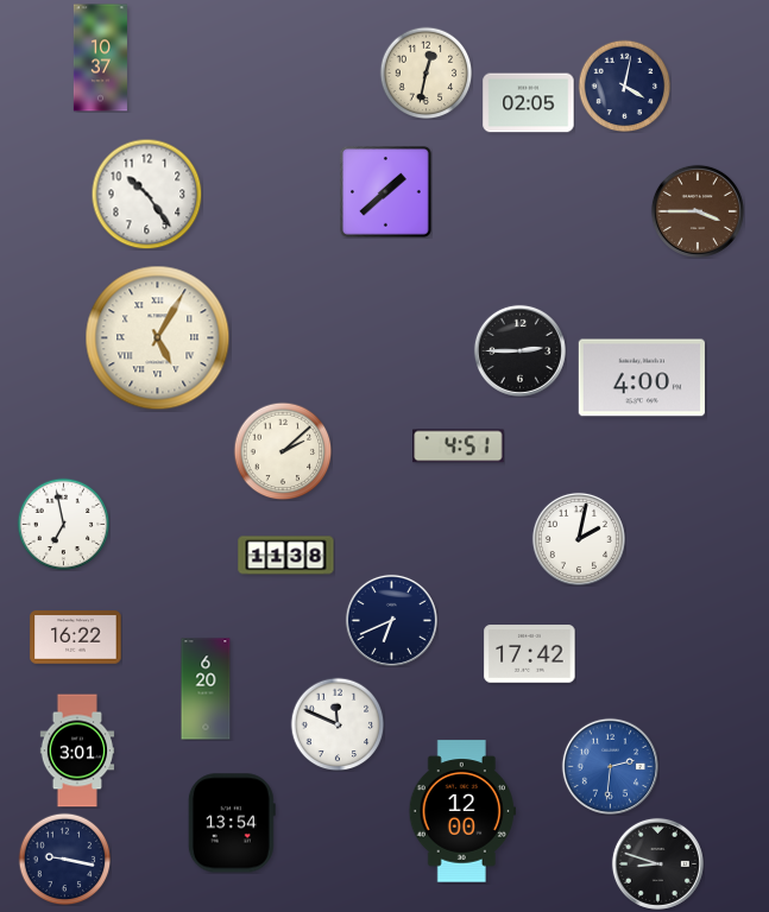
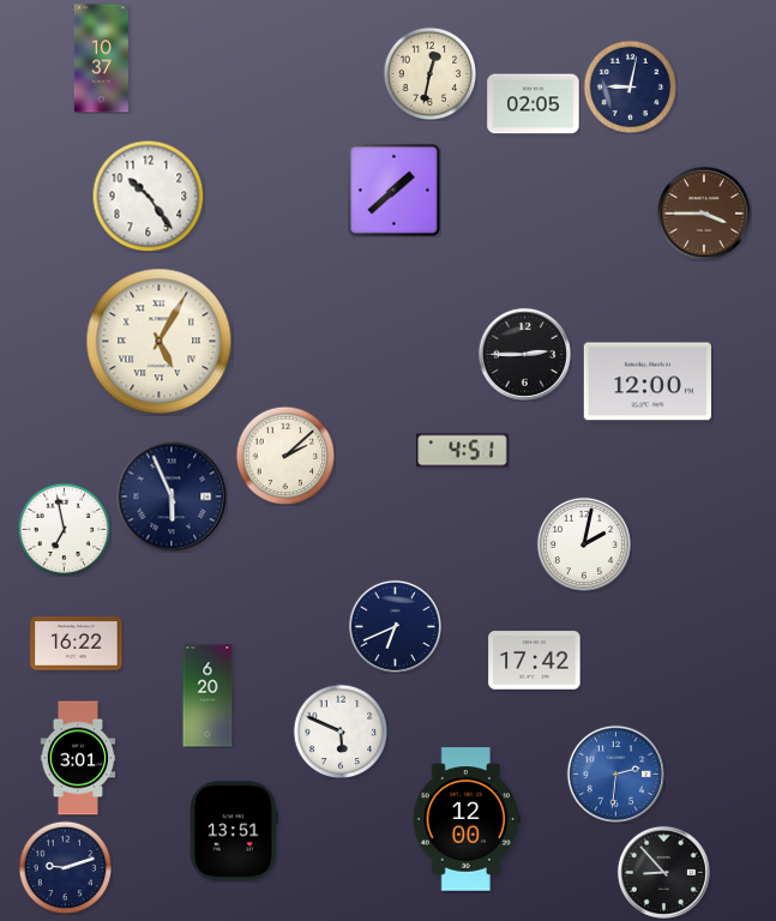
clock at (624, 85): 4:02 -> 9:02
clock at (386, 192) position: (386, 192) -> (395, 191)
clock at (642, 378): 4:00 -> 12:00
clock at (172, 496): none -> 5:56
clock at (286, 556): 11:38 -> none
clock at (338, 724): 11:49 -> 5:49
clock at (232, 823): 13:54 -> 13:51
clock at (64, 859): 9:17 -> 9:12
clock at (657, 863): 8:48 -> 8:53
